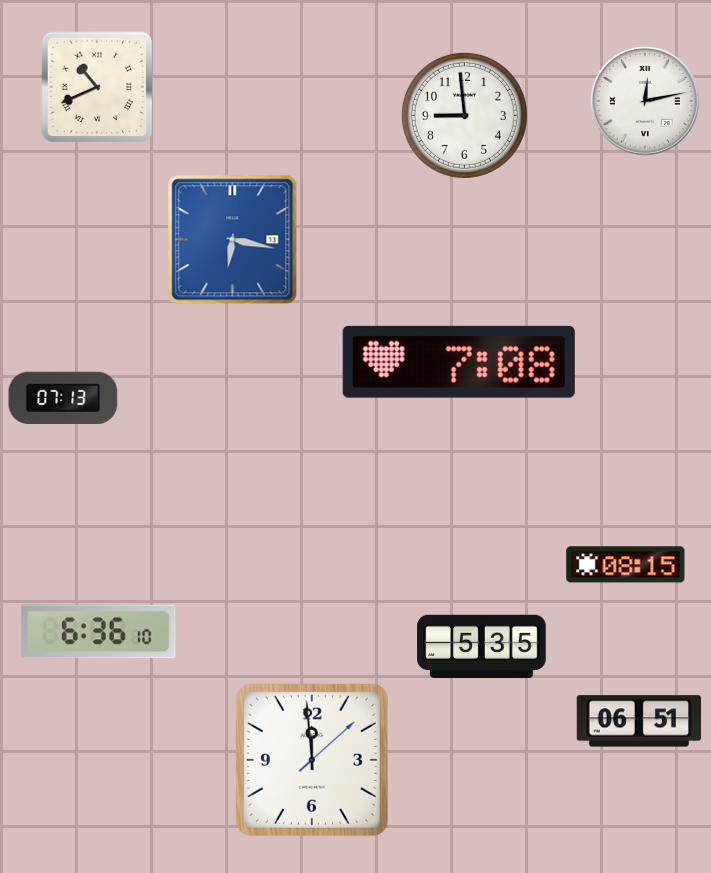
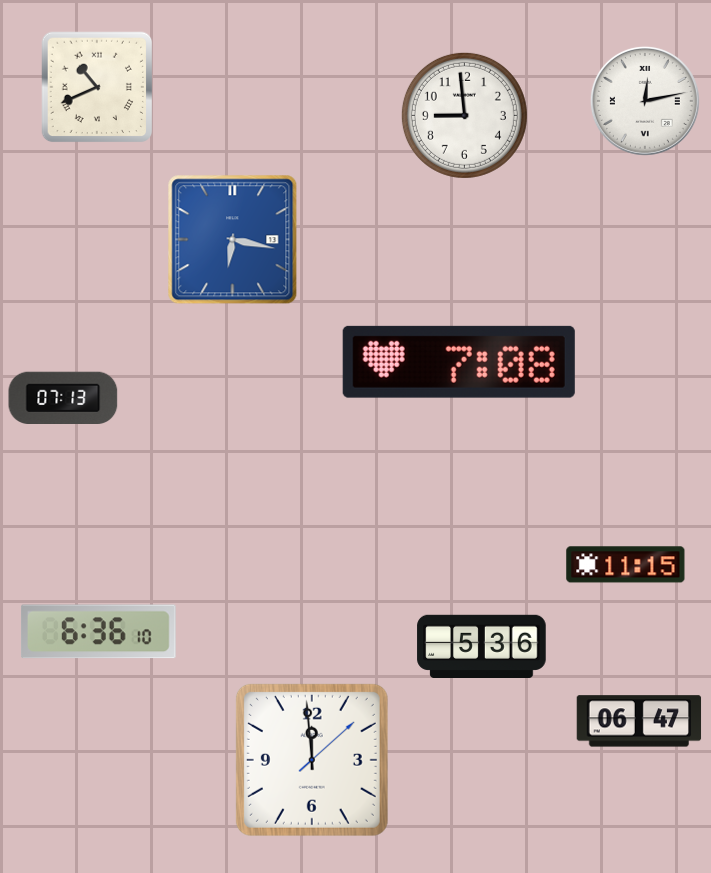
clock at (626, 565): 08:15 -> 11:15
clock at (482, 647): 5:35 -> 5:36
clock at (639, 721): 06:51 -> 06:47
